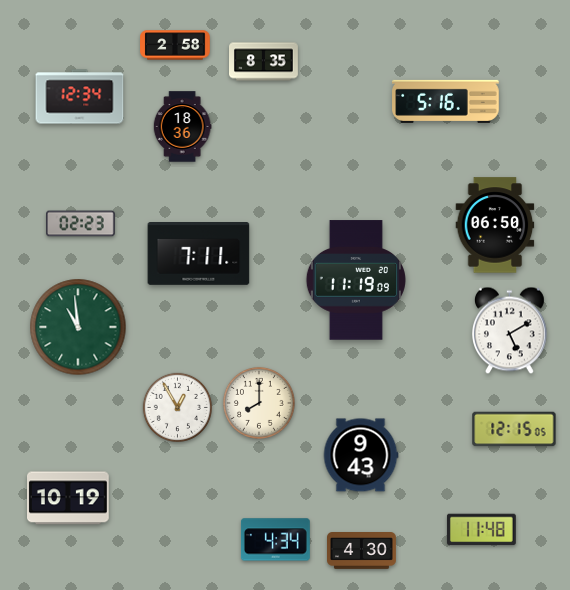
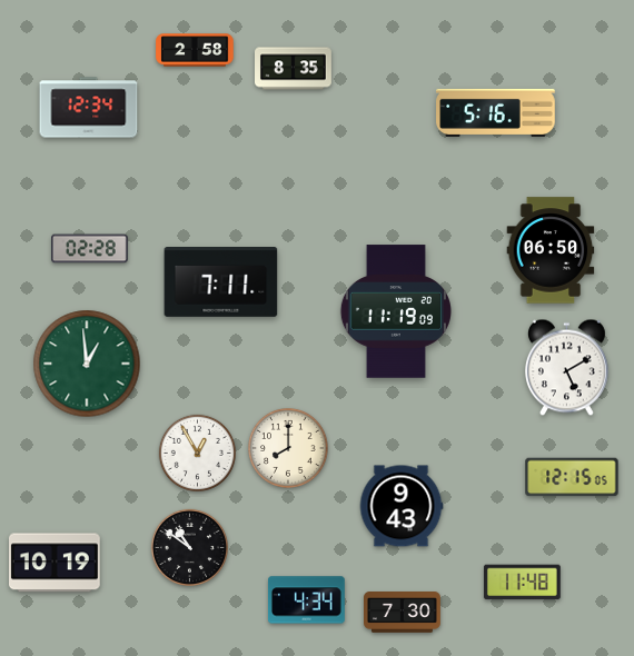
clock at (182, 127): 18:36 -> none
clock at (81, 224): 02:23 -> 02:28
clock at (78, 327): 10:59 -> 12:59
clock at (189, 547): none -> 10:51
clock at (69, 498) position: (69, 498) -> (56, 563)
clock at (481, 530) position: (481, 530) -> (522, 583)
clock at (362, 551): 4:30 -> 7:30
